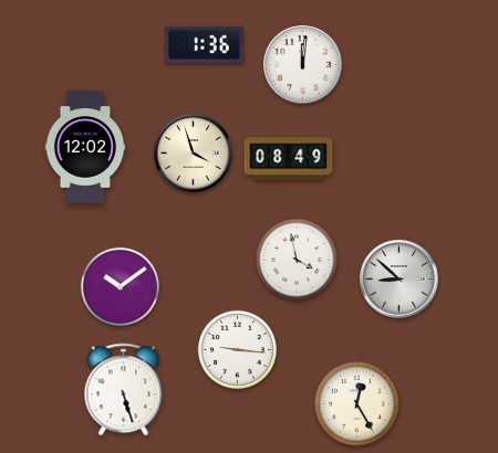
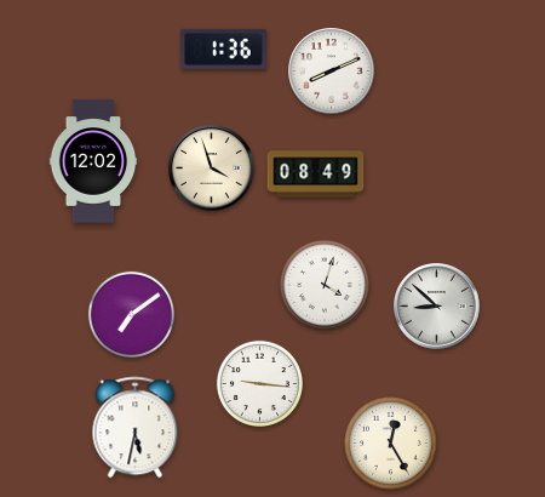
clock at (303, 65): 12:01 -> 8:11
clock at (297, 260): 3:58 -> 4:03
clock at (120, 286): 10:09 -> 7:09
clock at (124, 390): 5:27 -> 5:32
